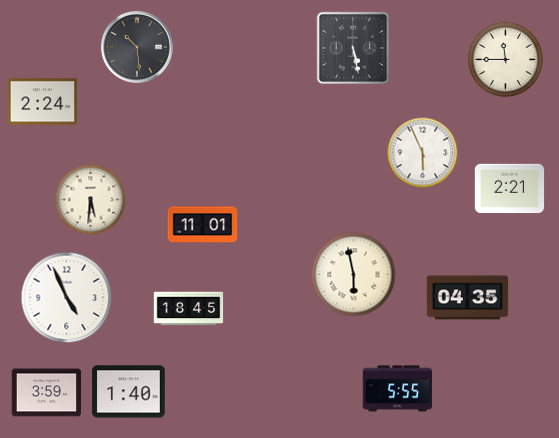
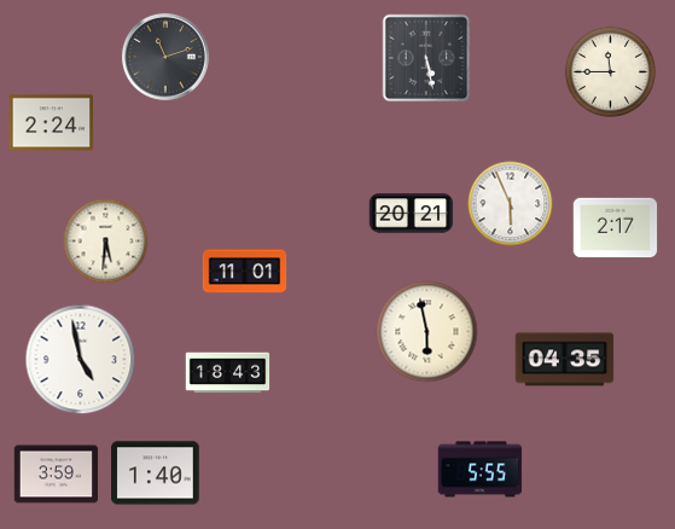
clock at (137, 47): 10:29 -> 11:12
clock at (423, 153) position: (423, 153) -> (511, 204)
clock at (412, 214): none -> 20:21
clock at (510, 189): 2:21 -> 2:17
clock at (91, 200) position: (91, 200) -> (106, 242)
clock at (67, 298): 4:56 -> 4:58
clock at (189, 309): 18:45 -> 18:43
